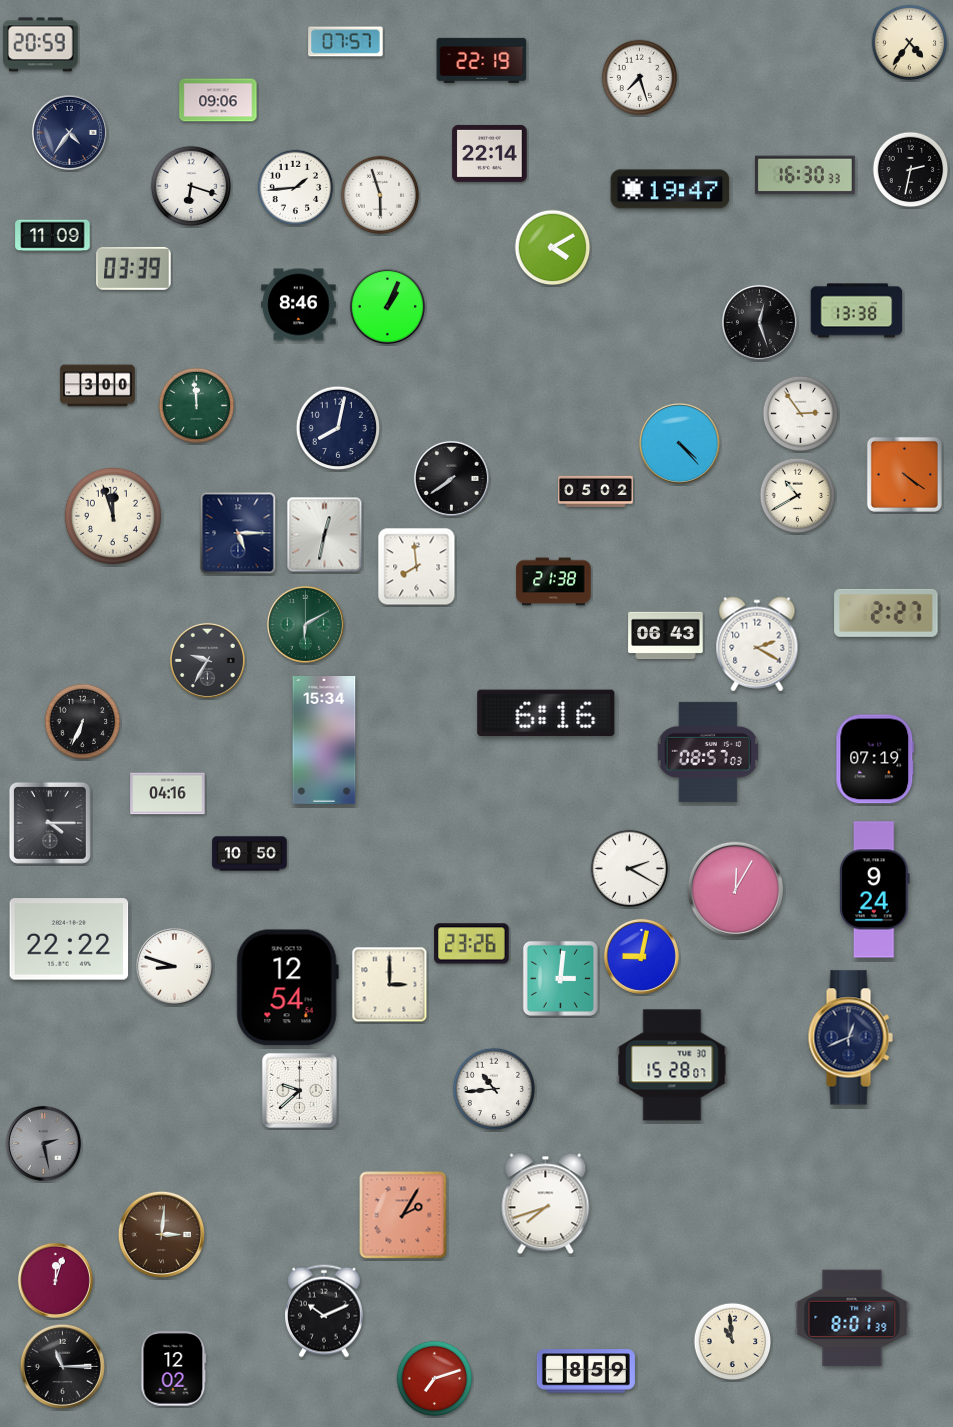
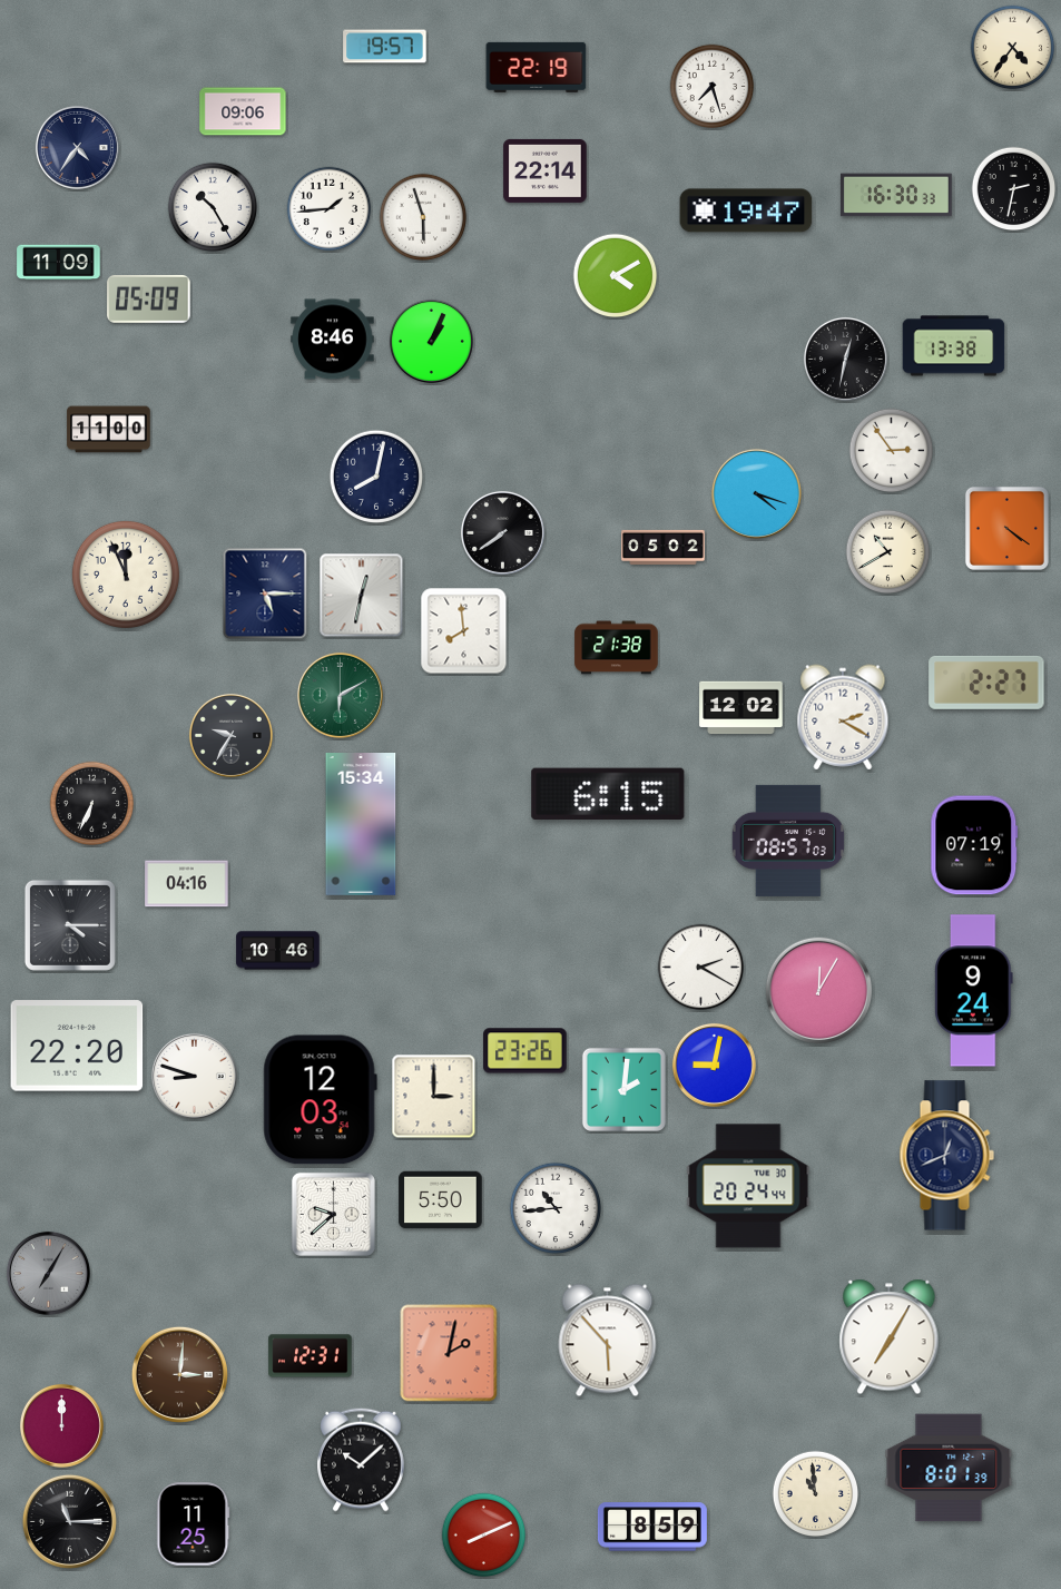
clock at (346, 42): 07:57 -> 19:57
clock at (41, 45): 20:59 -> none
clock at (191, 186): 6:18 -> 10:25
clock at (134, 268): 03:39 -> 05:09
clock at (759, 322): 12:27 -> 12:32
clock at (98, 386): 3:00 -> 11:00
clock at (197, 406): 11:59 -> none
clock at (801, 414) position: (801, 414) -> (892, 451)
clock at (679, 443): 4:23 -> 4:18
clock at (113, 516): 11:57 -> 11:56
clock at (666, 636): 06:43 -> 12:02
clock at (546, 712): 6:16 -> 6:15
clock at (708, 752) position: (708, 752) -> (788, 841)
clock at (50, 823) position: (50, 823) -> (70, 925)
clock at (250, 854): 10:50 -> 10:46
clock at (69, 939): 22:22 -> 22:20
clock at (560, 978): 3:01 -> 2:01
clock at (287, 988): 12:54 -> 12:03
clock at (672, 1065): 15:28 -> 20:24
clock at (441, 1200): none -> 5:50
clock at (494, 1089) position: (494, 1089) -> (556, 1208)
clock at (43, 1143): 2:28 -> 7:05
clock at (890, 1337): none -> 7:05
clock at (546, 1204): 7:42 -> 5:53
clock at (403, 1215): 2:05 -> 2:02
clock at (311, 1356): none -> 12:31
clock at (55, 1280): 12:03 -> 12:00
clock at (325, 1311): 10:11 -> 10:08
clock at (174, 1369): 12:02 -> 11:25
clock at (435, 1379): 7:12 -> 8:11
